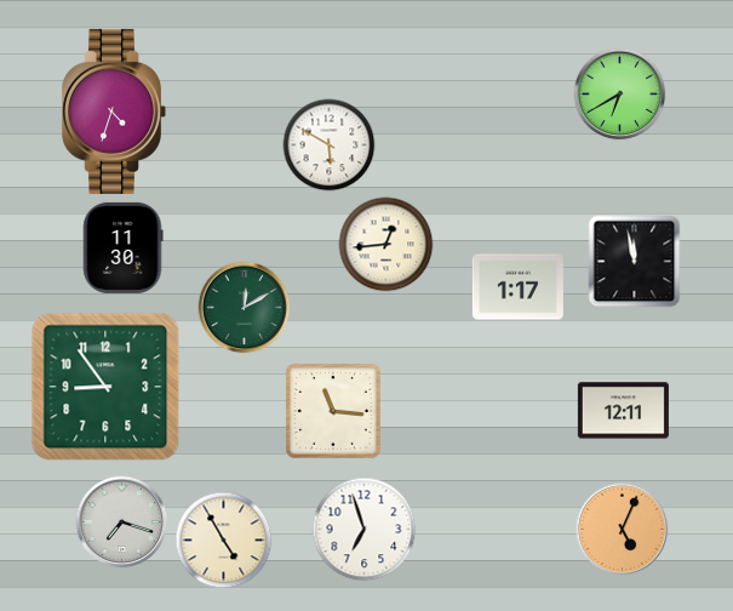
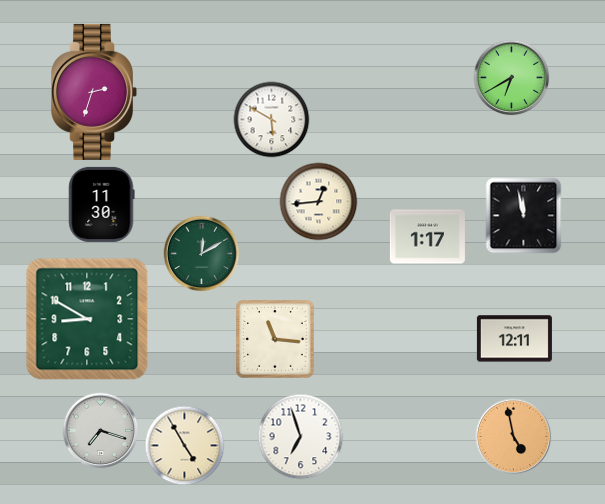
clock at (114, 112): 4:33 -> 2:33
clock at (105, 387): 8:54 -> 8:50
clock at (623, 530): 5:04 -> 4:58
